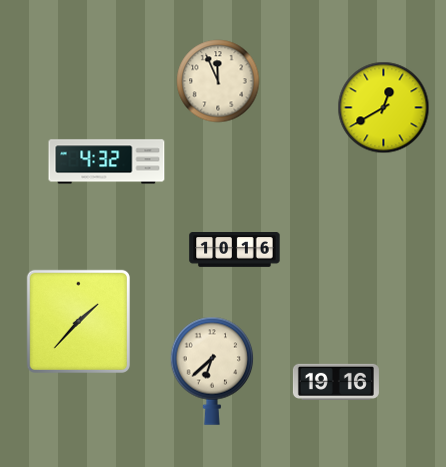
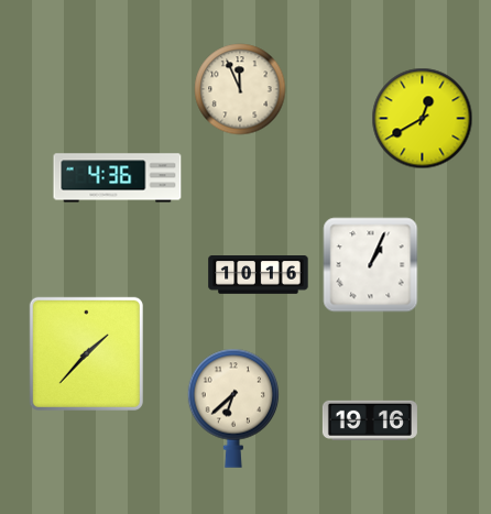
clock at (107, 162): 4:32 -> 4:36
clock at (371, 265): none -> 1:04
